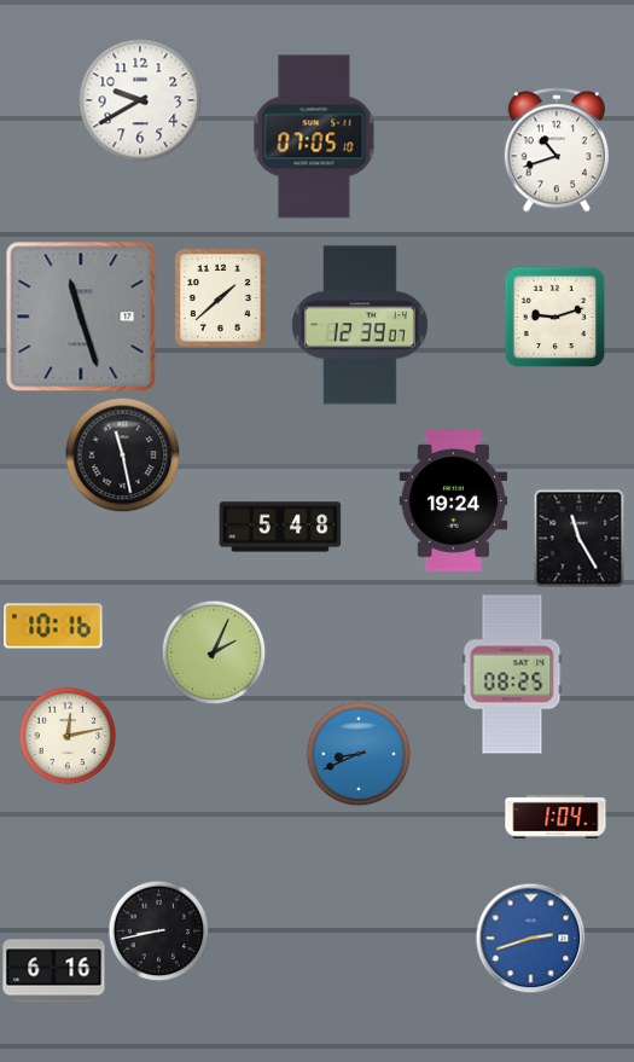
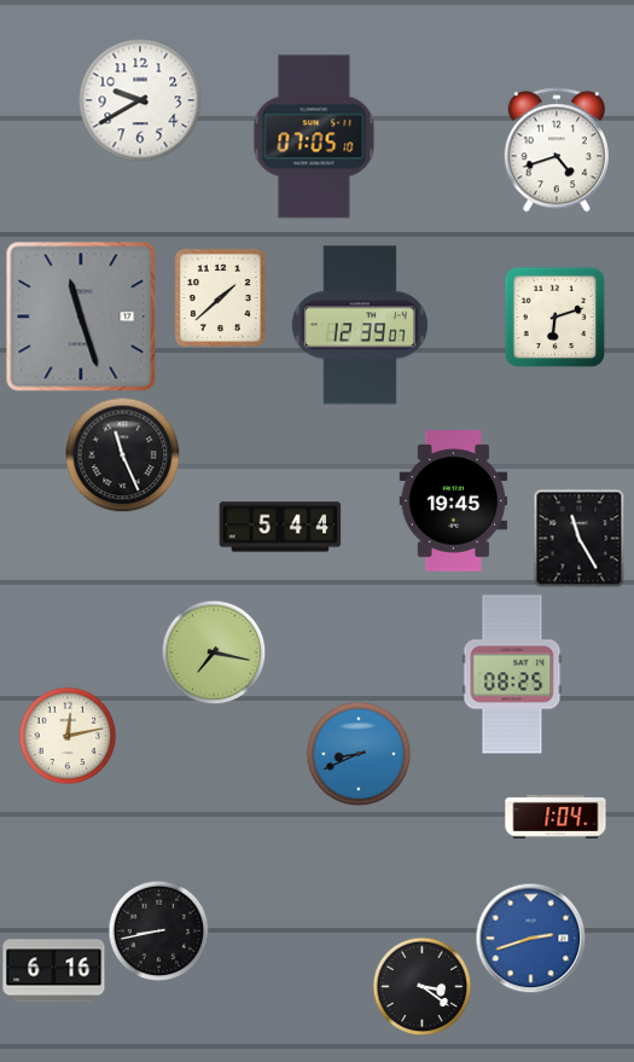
clock at (556, 150): 10:42 -> 4:42
clock at (554, 317): 9:12 -> 6:12
clock at (122, 454): 11:28 -> 11:26
clock at (454, 501): 19:24 -> 19:45
clock at (280, 527): 5:48 -> 5:44
clock at (53, 626): 10:16 -> none
clock at (214, 652): 2:04 -> 7:17
clock at (421, 986): none -> 3:21
